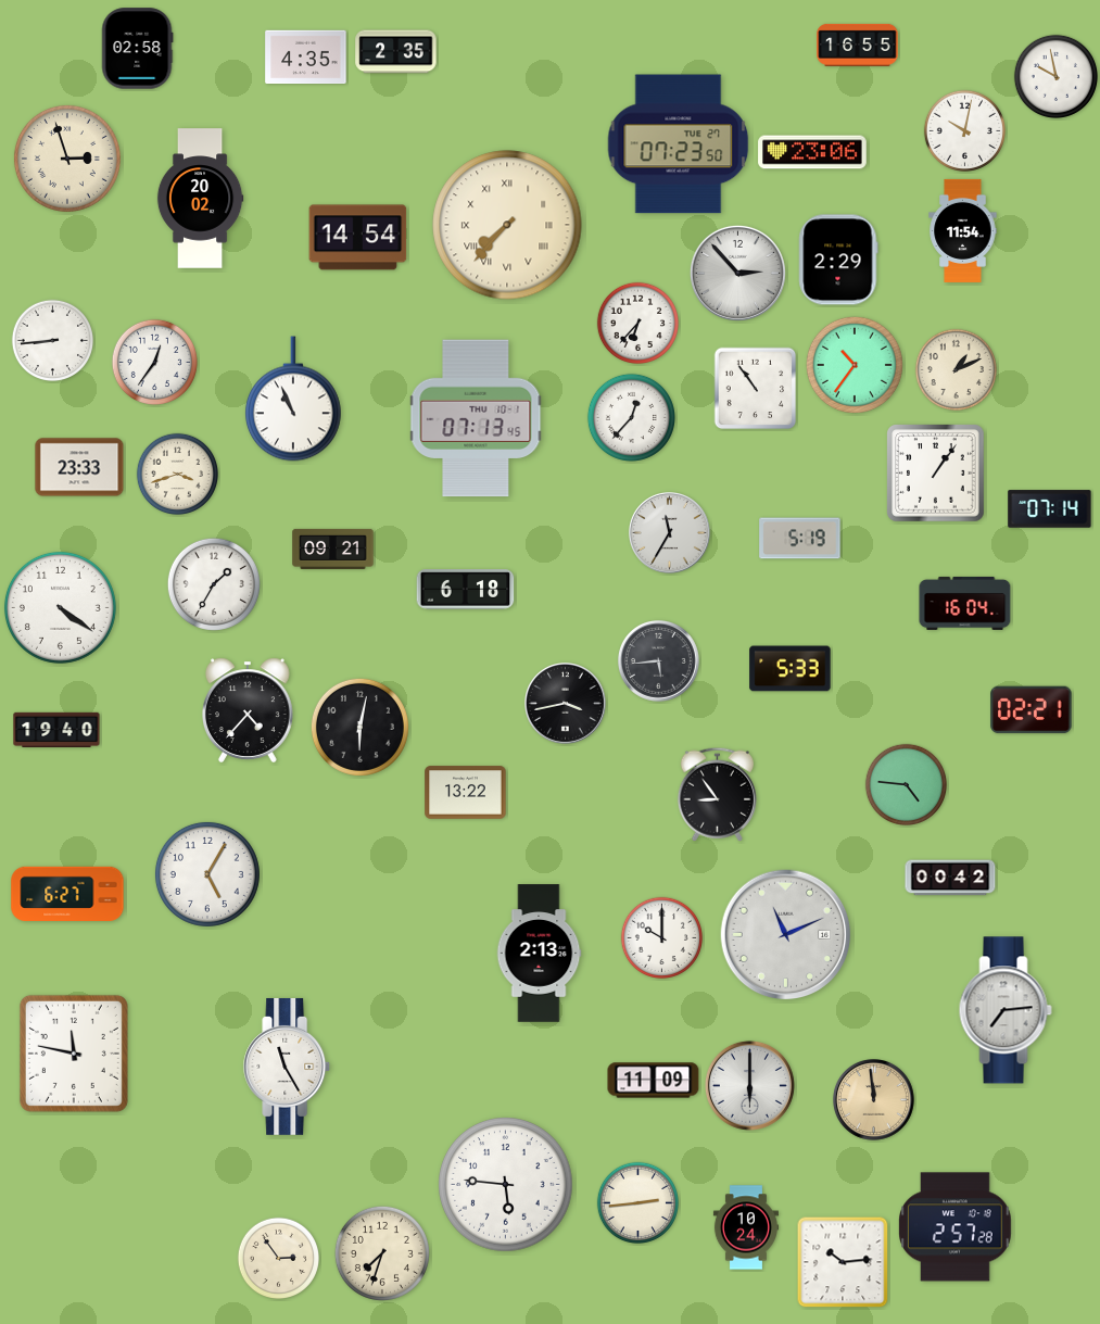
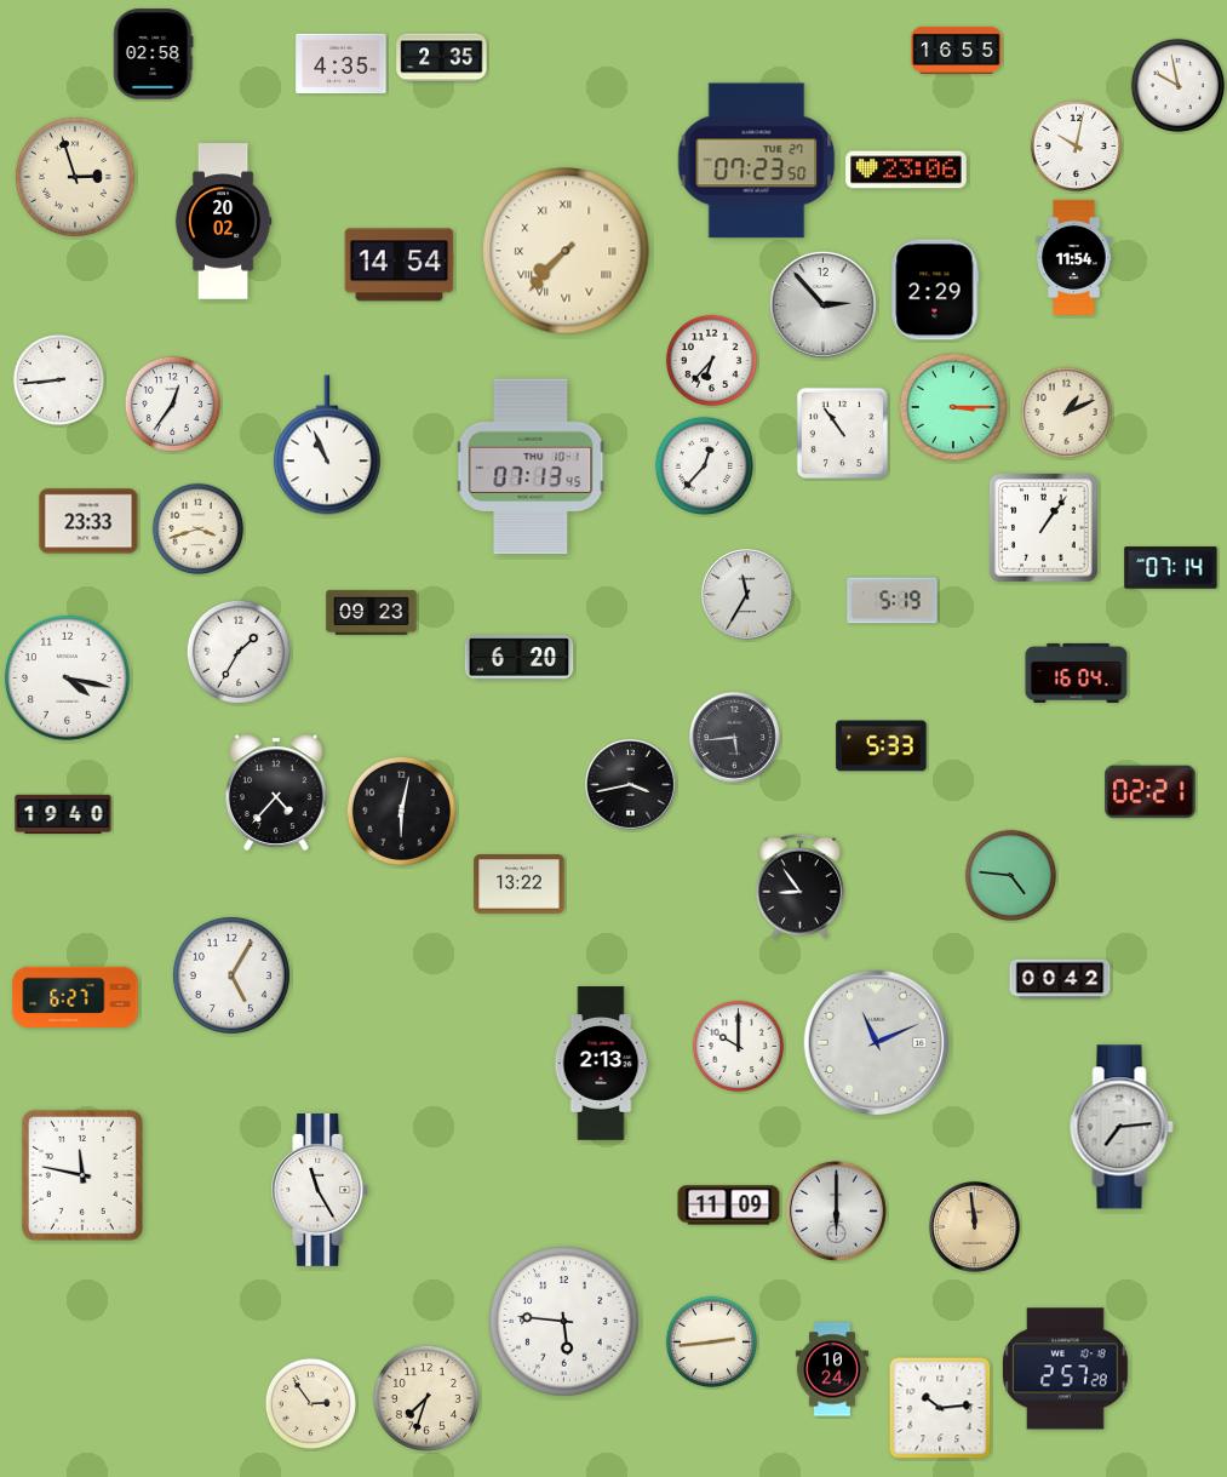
clock at (855, 365): 10:36 -> 3:15
clock at (333, 548): 09:21 -> 09:23
clock at (466, 590): 6:18 -> 6:20
clock at (60, 607): 4:21 -> 4:17
